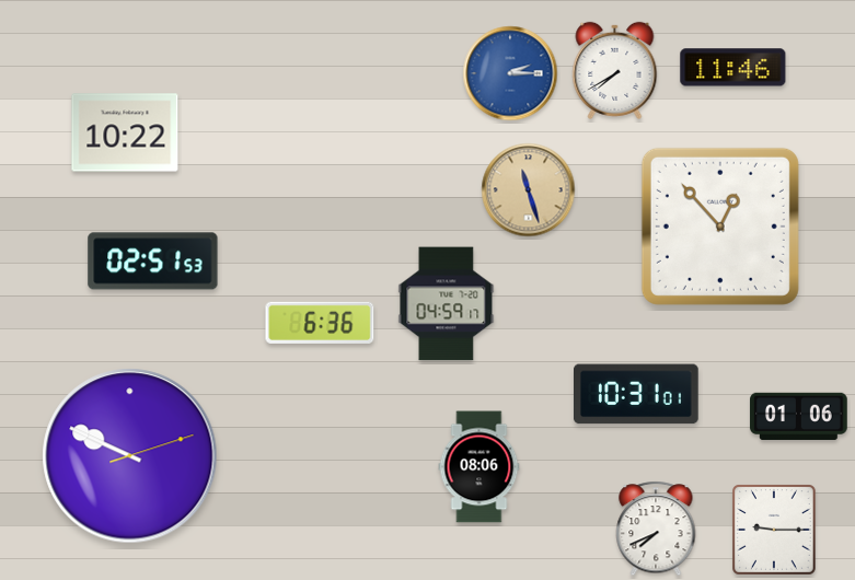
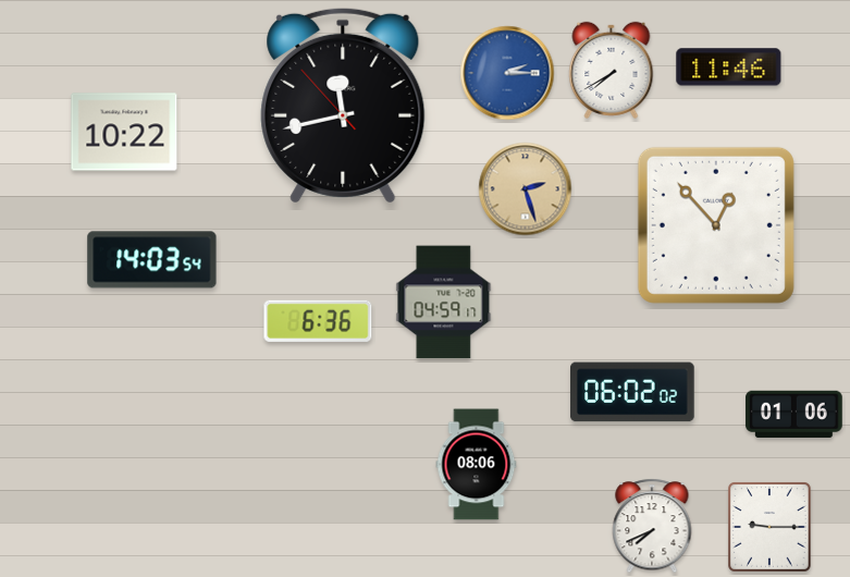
clock at (343, 106): none -> 11:42
clock at (529, 190): 11:27 -> 2:27
clock at (153, 262): 02:51 -> 14:03
clock at (637, 394): 10:31 -> 06:02
clock at (130, 456): 9:49 -> none
